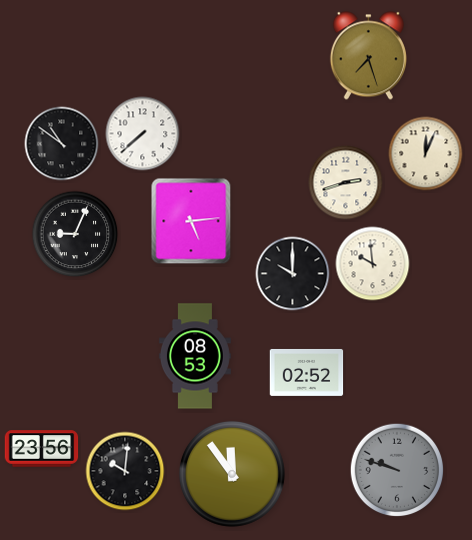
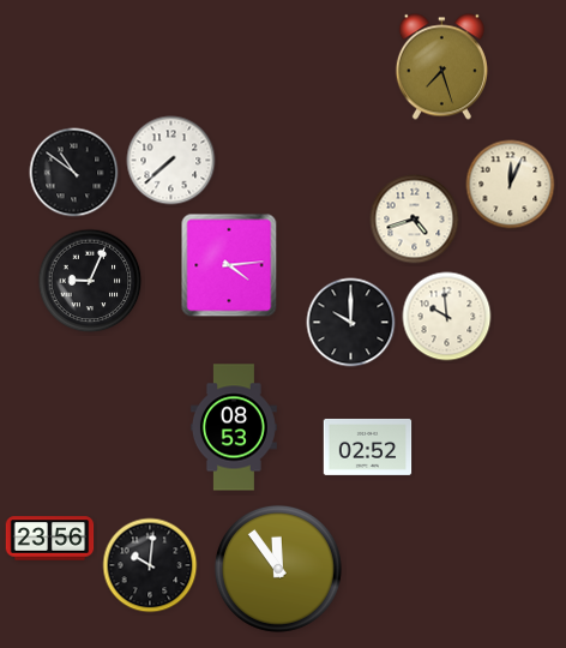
clock at (346, 183): 2:42 -> 4:42
clock at (191, 221): 5:14 -> 4:14
clock at (293, 274) position: (293, 274) -> (351, 323)
clock at (397, 470): 9:48 -> none
